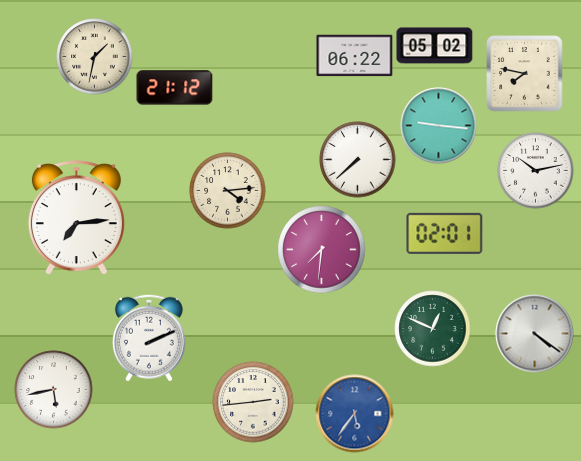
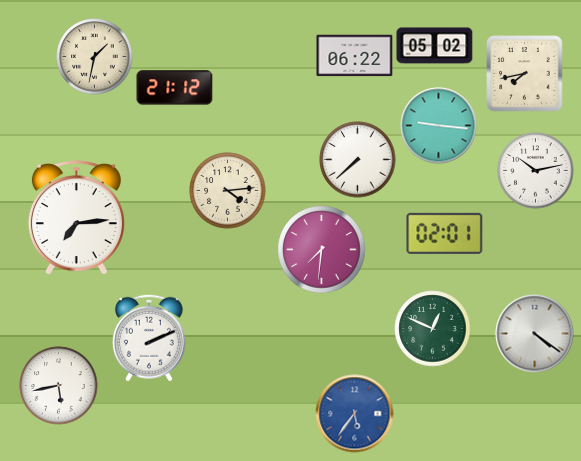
clock at (525, 74): 7:47 -> 7:43
clock at (54, 390) position: (54, 390) -> (59, 386)
clock at (253, 402): 2:44 -> none
